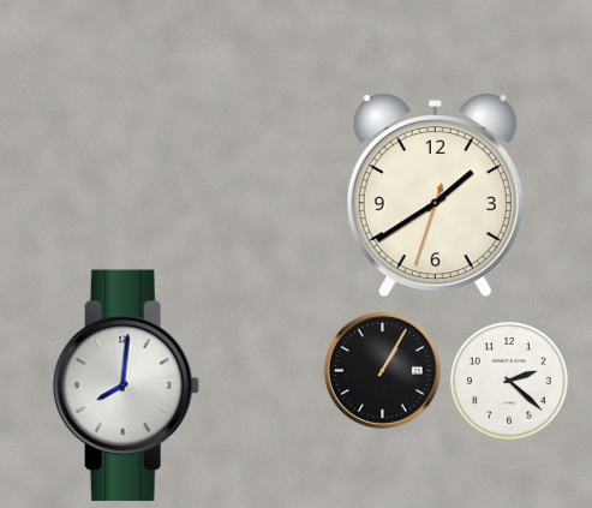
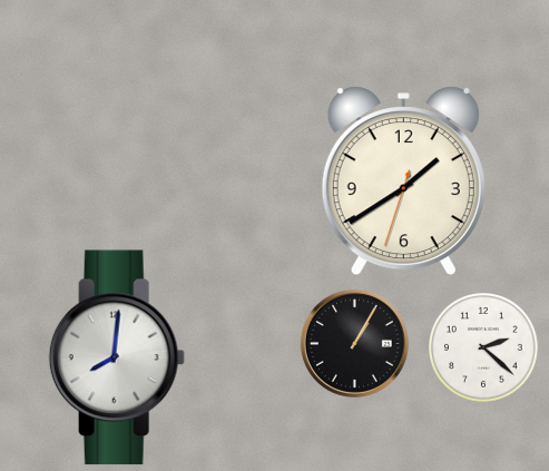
clock at (510, 382) position: (510, 382) -> (484, 349)
